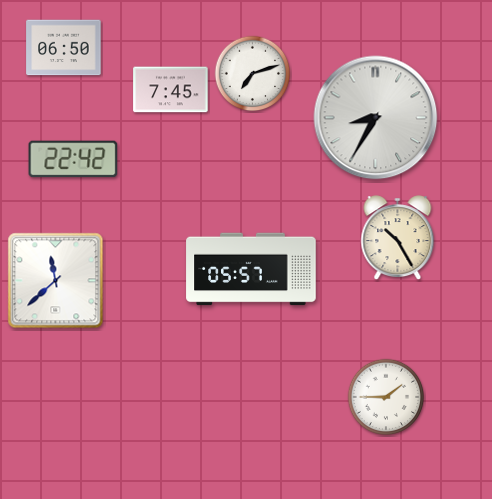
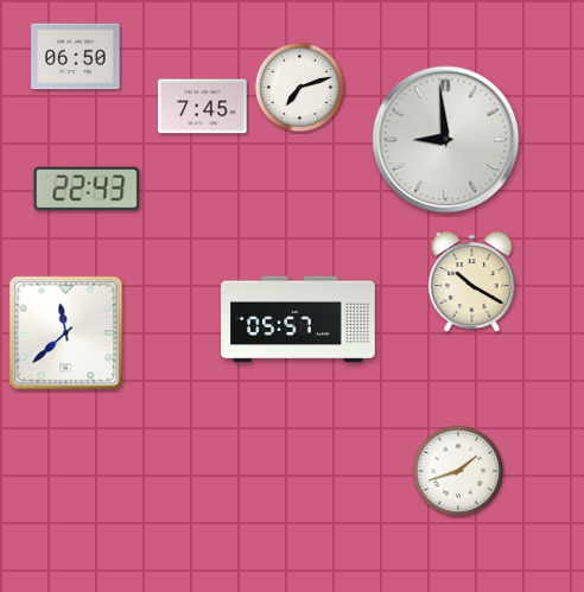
clock at (376, 118): 8:35 -> 8:59
clock at (73, 159): 22:42 -> 22:43
clock at (398, 238): 10:25 -> 10:20
clock at (386, 397): 1:45 -> 1:42
